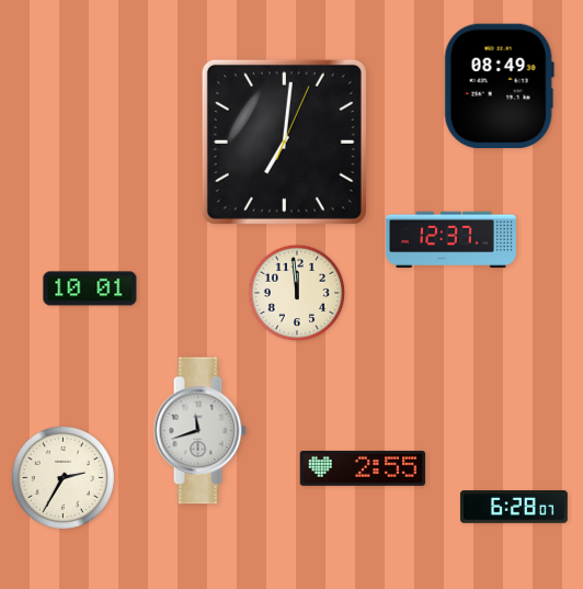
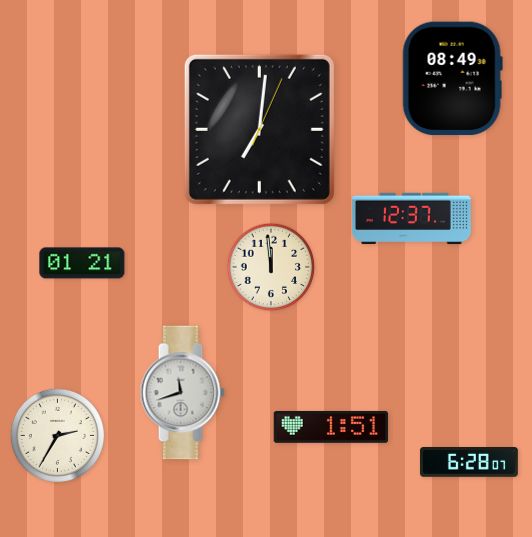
clock at (499, 87) position: (499, 87) -> (452, 79)
clock at (90, 288): 10:01 -> 01:21
clock at (363, 468): 2:55 -> 1:51
